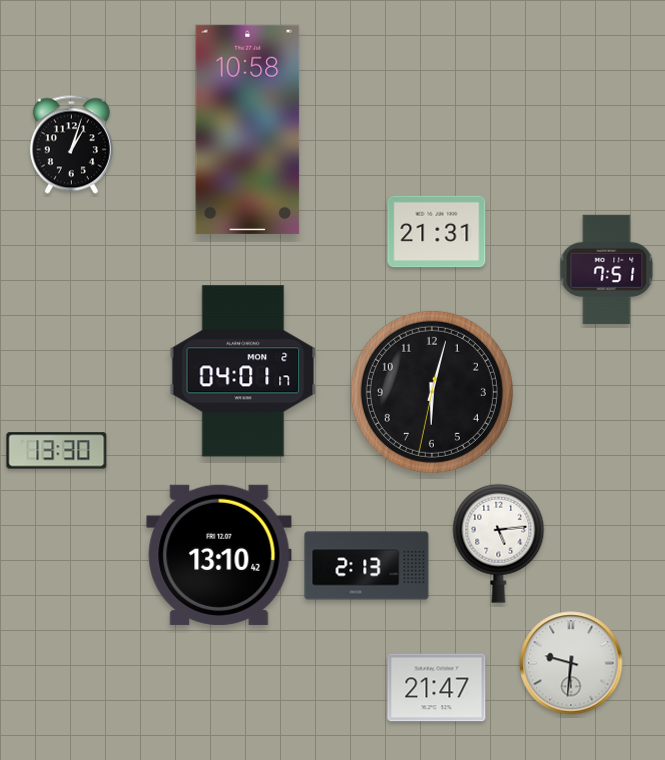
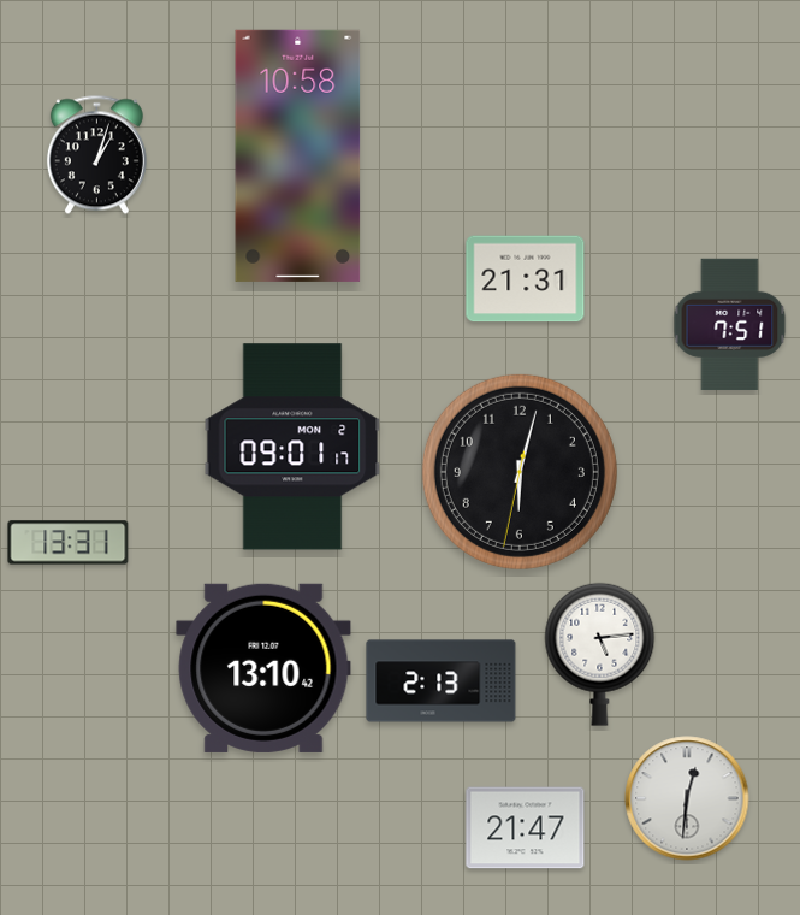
clock at (71, 145) position: (71, 145) -> (96, 155)
clock at (243, 371): 04:01 -> 09:01
clock at (57, 451): 13:30 -> 13:31
clock at (571, 663): 9:31 -> 12:31
